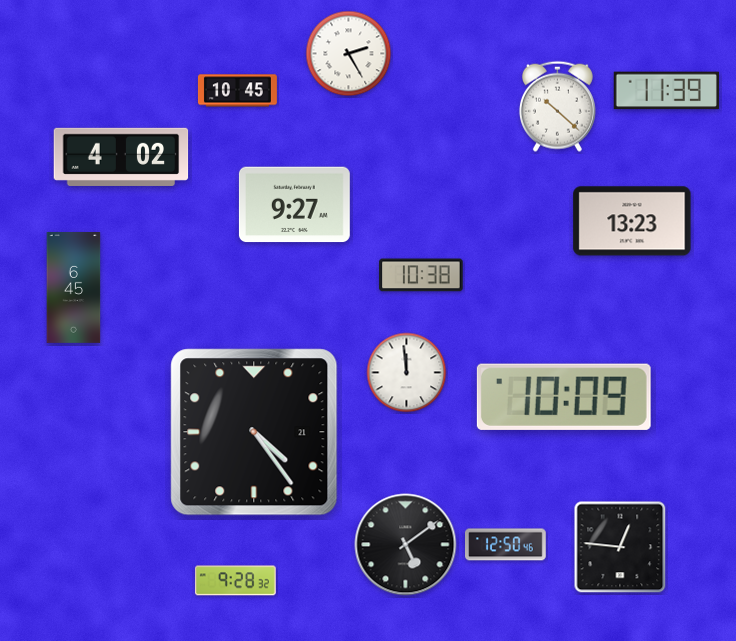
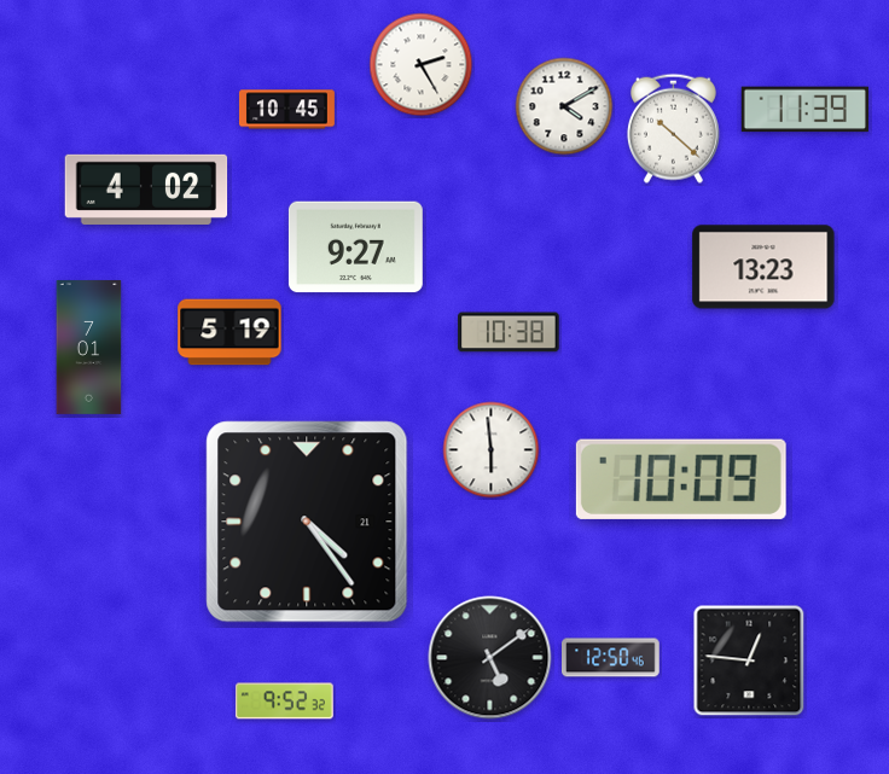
clock at (564, 106): none -> 4:10
clock at (229, 332): none -> 5:19
clock at (74, 288): 6:45 -> 7:01
clock at (407, 373): 11:59 -> 5:59
clock at (235, 581): 9:28 -> 9:52
